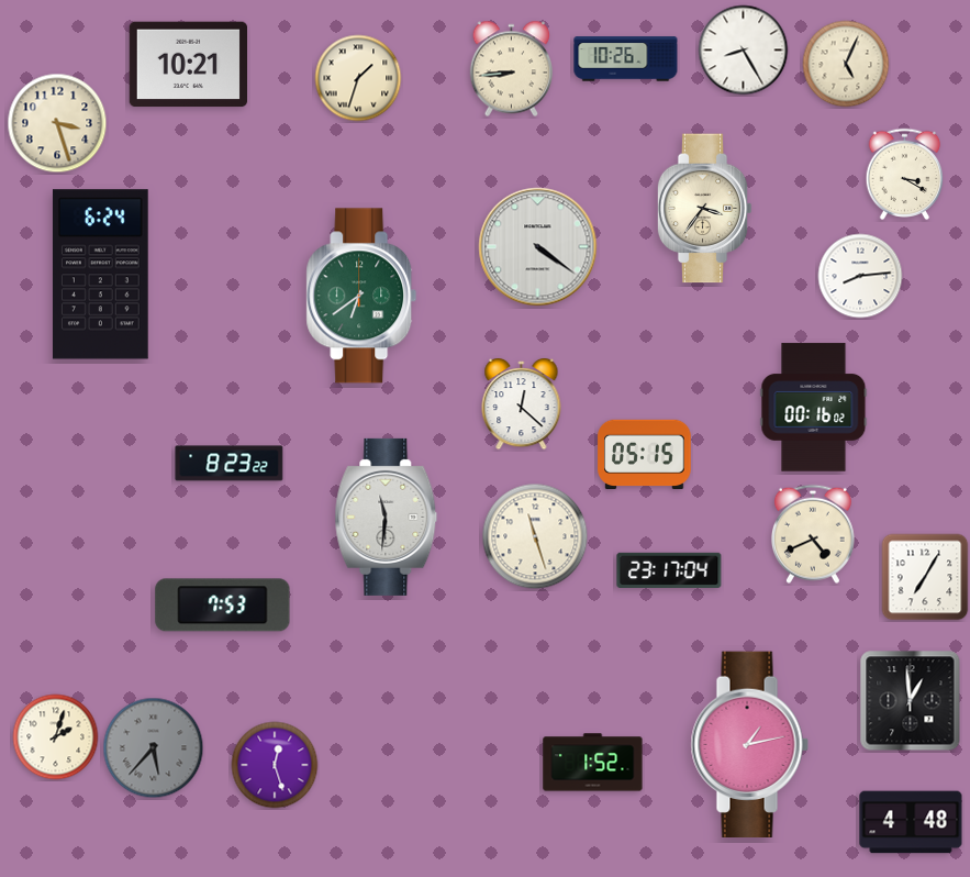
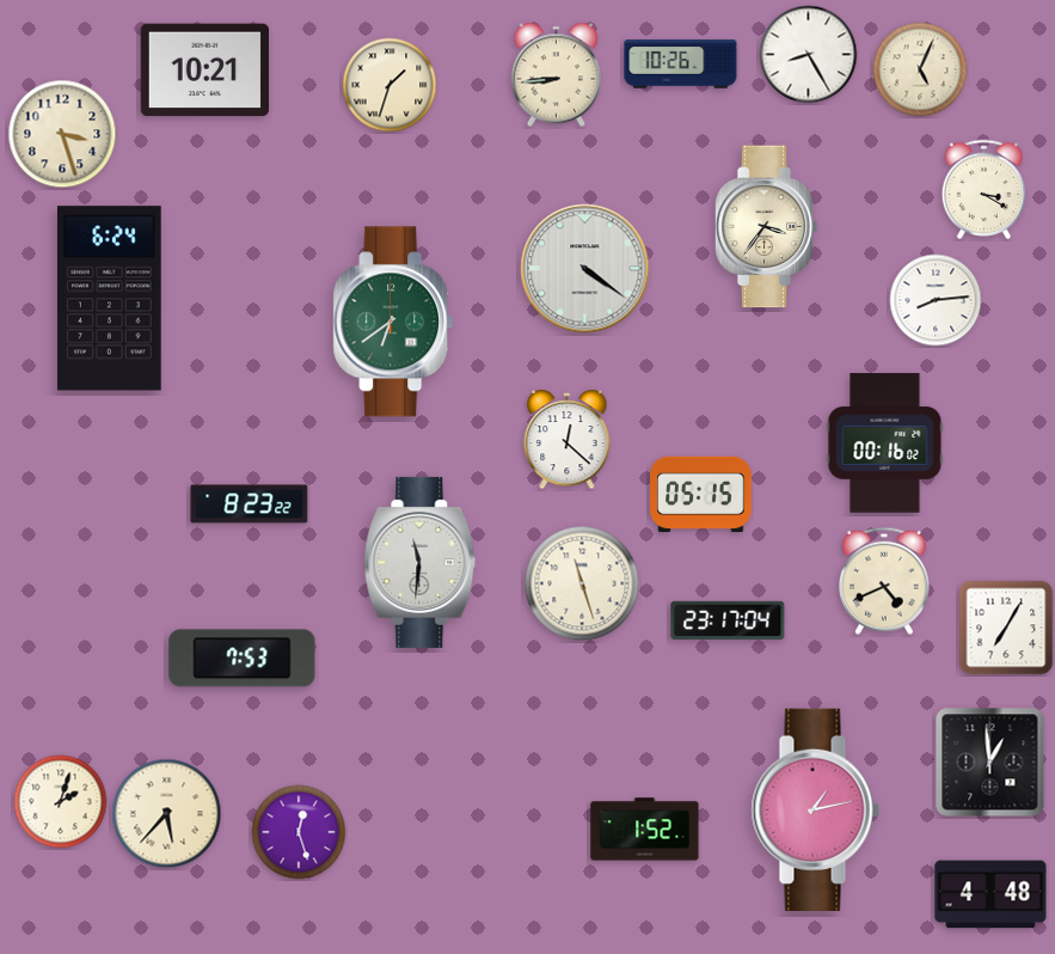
clock at (154, 748) dial: grey -> cream
